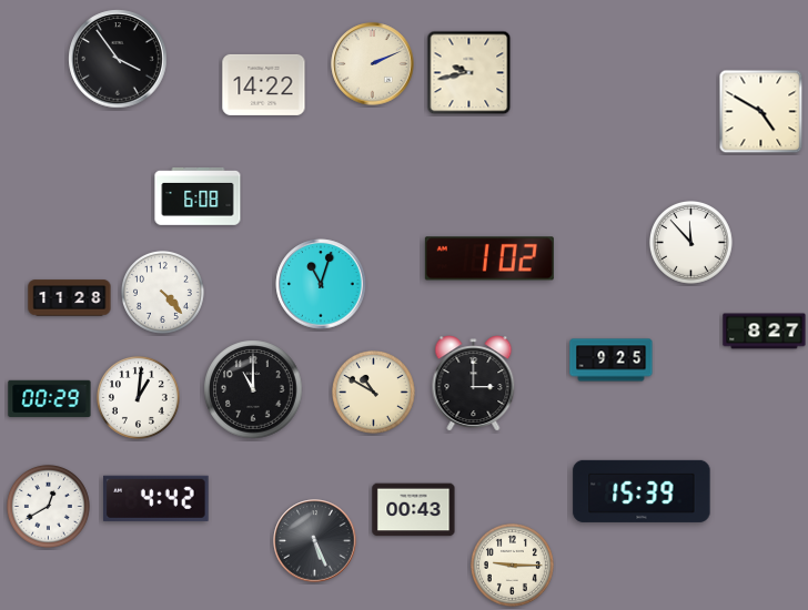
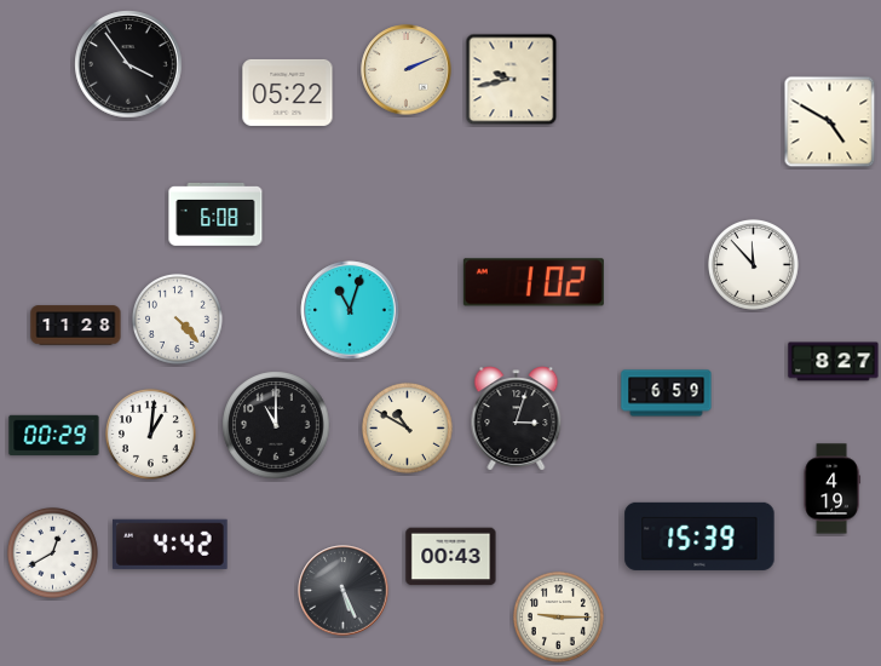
clock at (264, 84): 14:22 -> 05:22
clock at (612, 360): 9:25 -> 6:59
clock at (474, 384): 3:00 -> 3:03
clock at (831, 489): none -> 4:19
